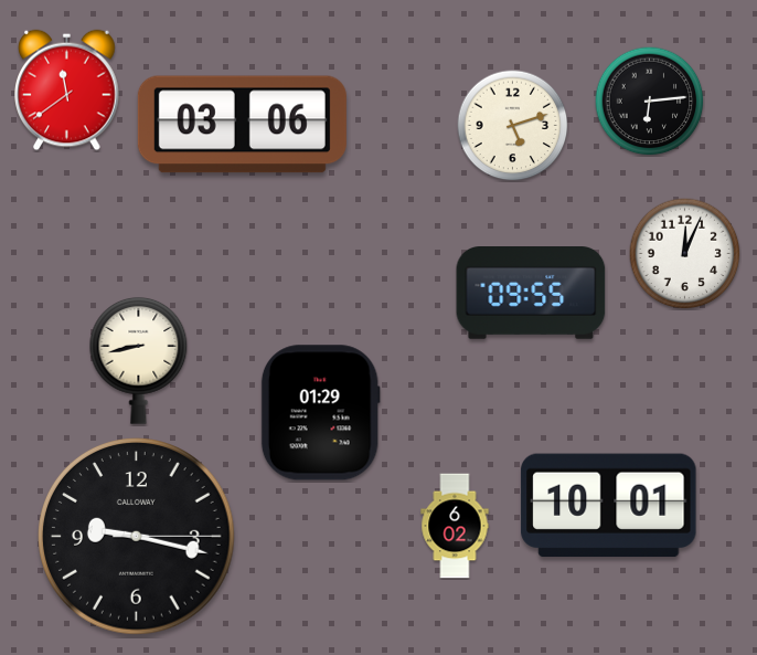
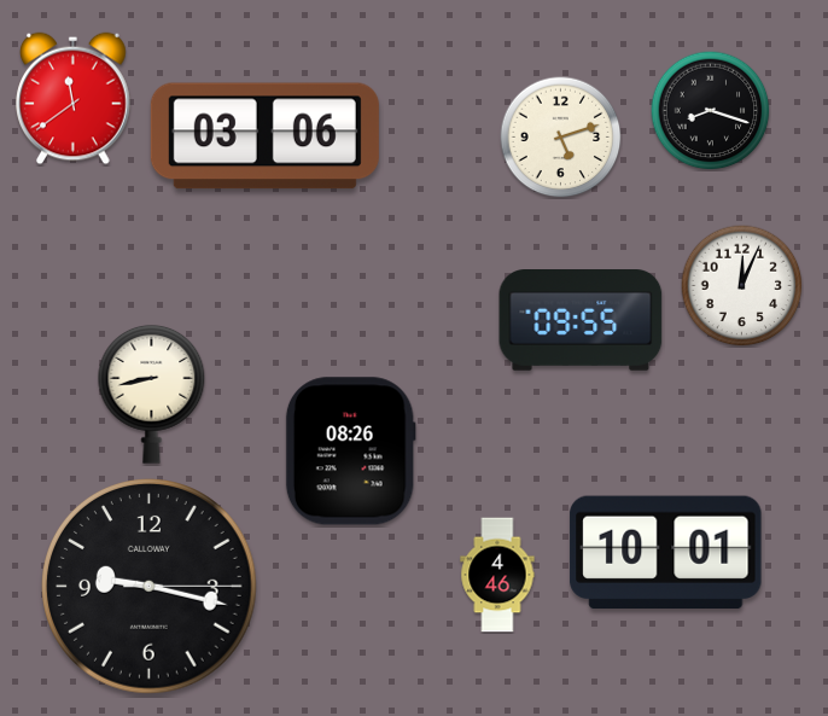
clock at (650, 102): 6:14 -> 8:18
clock at (685, 254) position: (685, 254) -> (742, 286)
clock at (320, 413): 01:29 -> 08:26
clock at (455, 526): 6:02 -> 4:46
